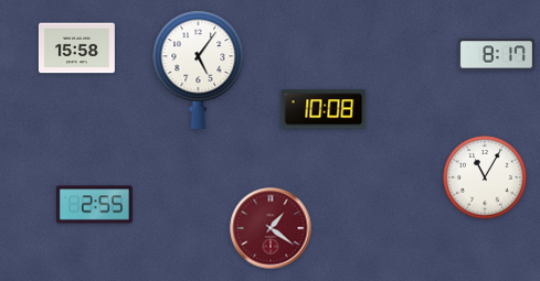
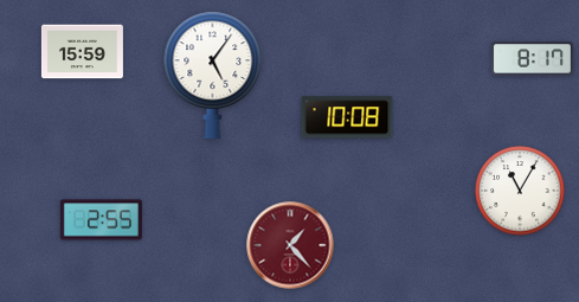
clock at (76, 48): 15:58 -> 15:59
clock at (271, 228): 1:21 -> 1:23
